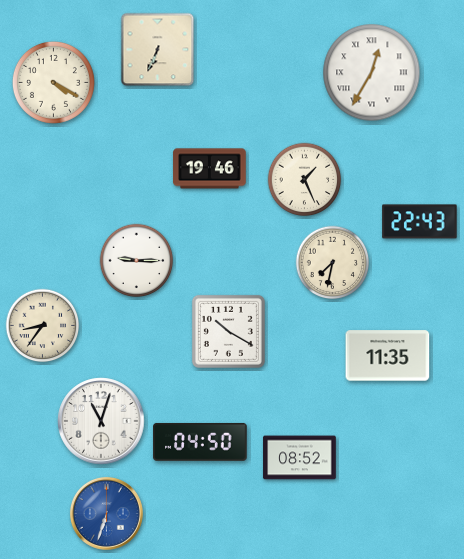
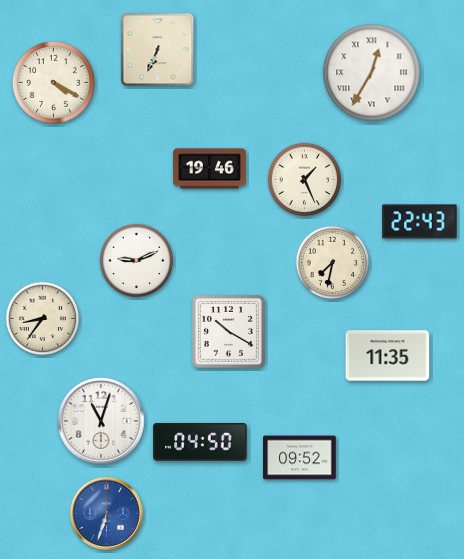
clock at (137, 261): 9:15 -> 9:11
clock at (43, 326) position: (43, 326) -> (43, 319)
clock at (300, 458): 08:52 -> 09:52
